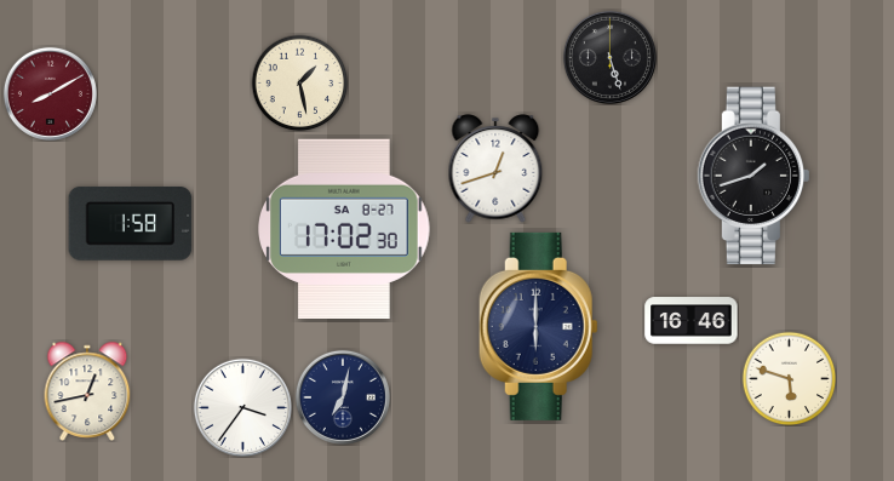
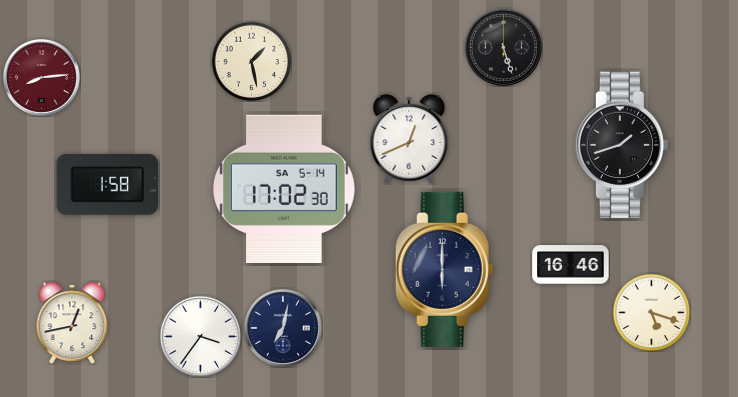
clock at (299, 82) position: (299, 82) -> (251, 61)
clock at (50, 93): 8:10 -> 8:14
clock at (495, 168): 12:42 -> 12:41
clock at (344, 228) date: SA 8-27 -> SA 5-14
clock at (789, 378): 5:48 -> 5:18
